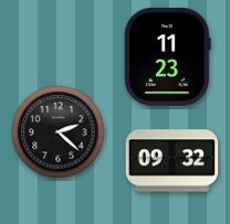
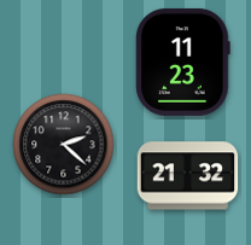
clock at (172, 161): 09:32 -> 21:32
